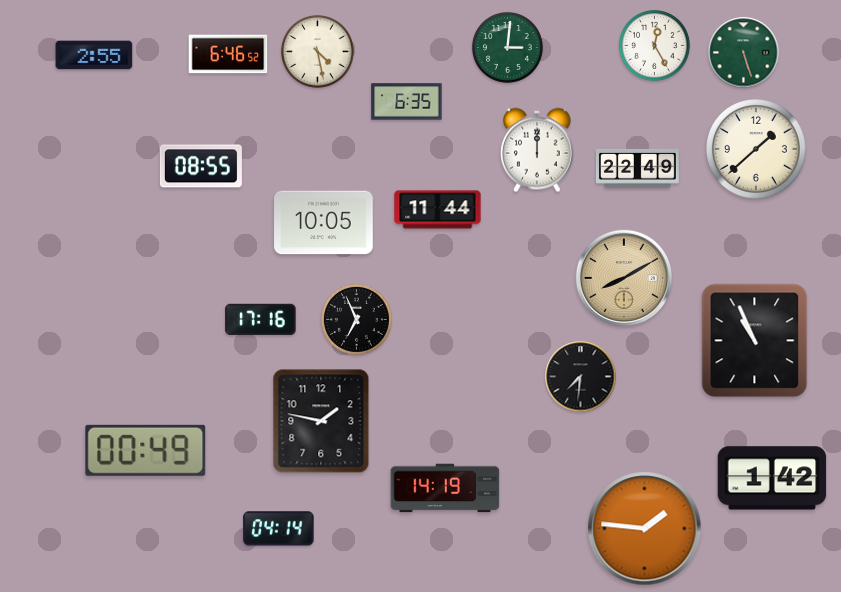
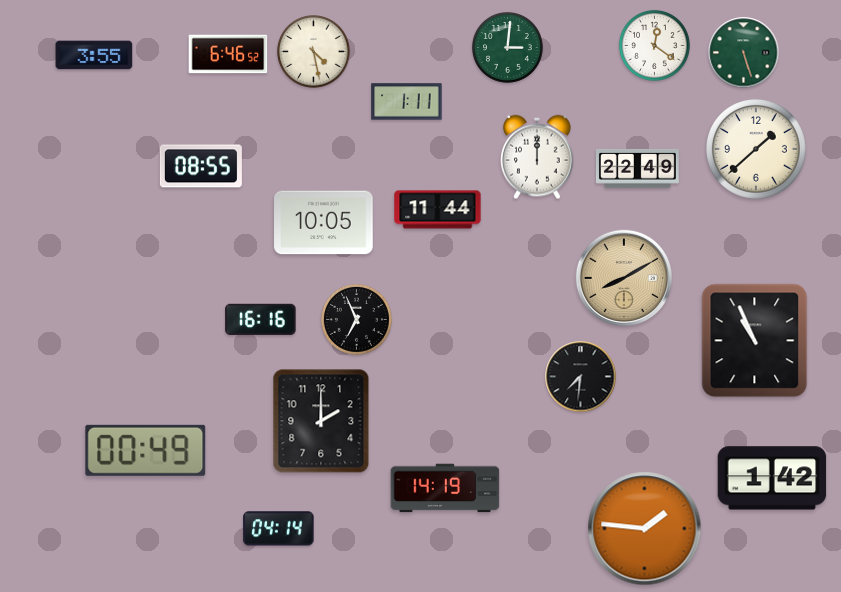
clock at (654, 45): 12:25 -> 12:21
clock at (318, 52) position: (318, 52) -> (314, 52)
clock at (94, 55): 2:55 -> 3:55
clock at (407, 102): 6:35 -> 1:11
clock at (538, 150) position: (538, 150) -> (538, 157)
clock at (261, 319): 17:16 -> 16:16
clock at (321, 421): 1:47 -> 2:00
